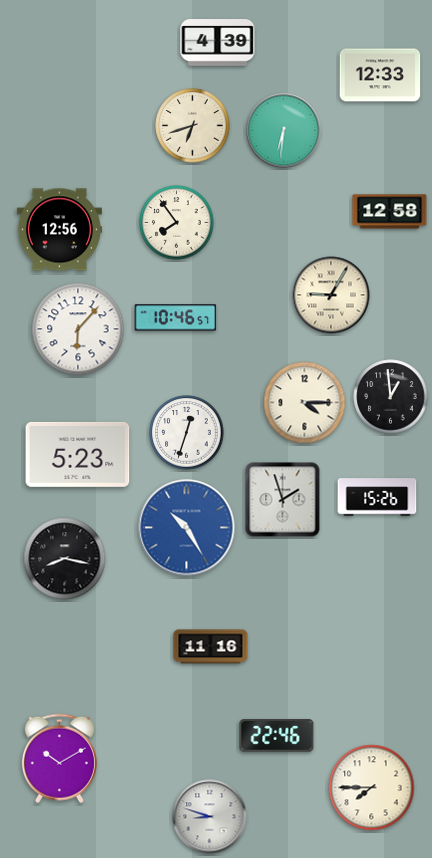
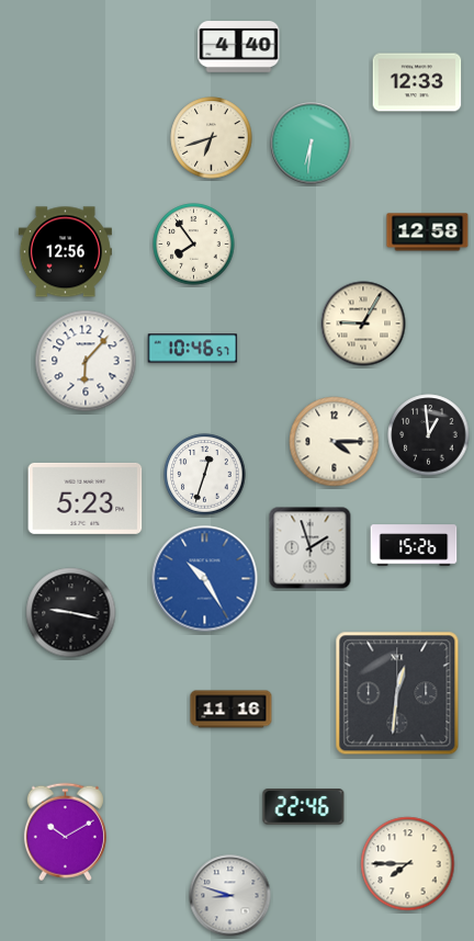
clock at (218, 43): 4:39 -> 4:40
clock at (65, 559): 8:17 -> 9:17
clock at (397, 693): none -> 12:31
